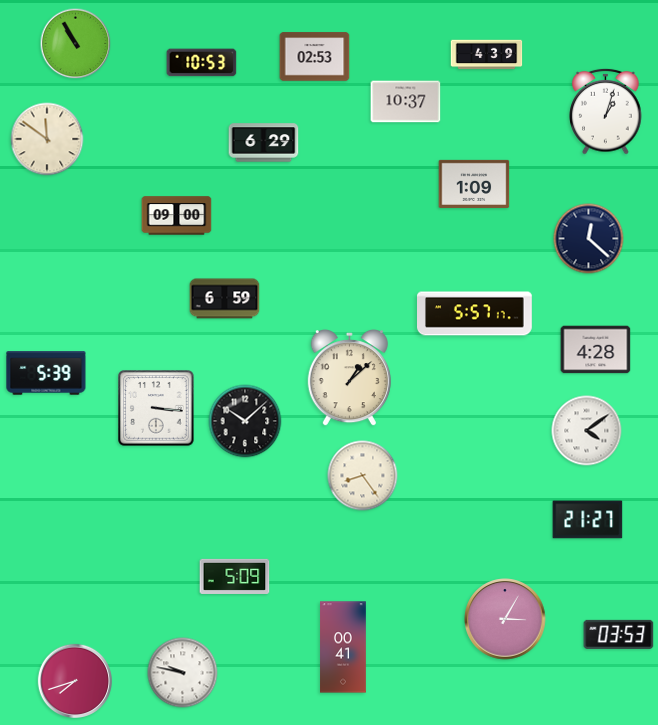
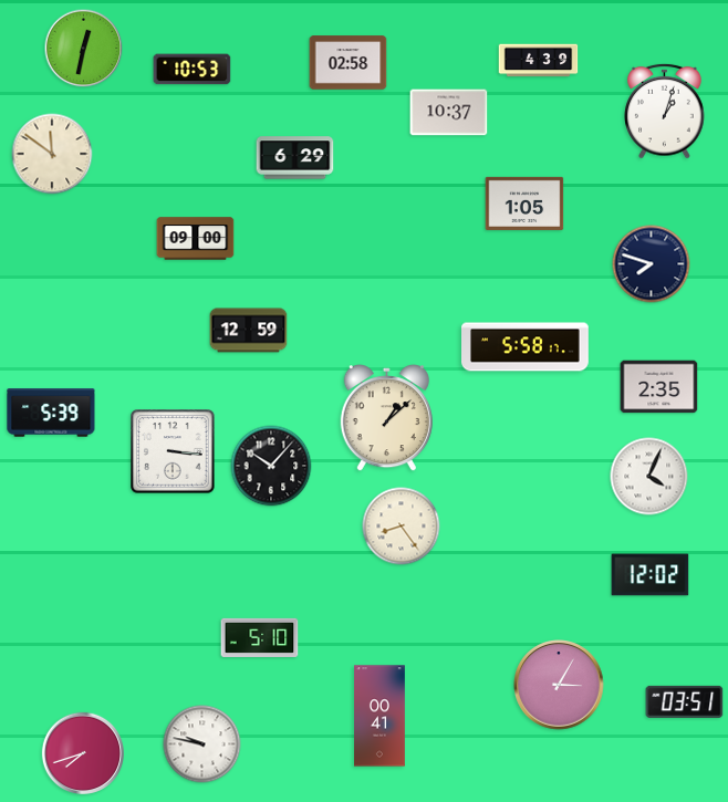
clock at (76, 44): 10:55 -> 12:32
clock at (315, 57): 02:53 -> 02:58
clock at (202, 63) position: (202, 63) -> (193, 70)
clock at (606, 111) position: (606, 111) -> (665, 111)
clock at (264, 143) position: (264, 143) -> (295, 158)
clock at (474, 184): 1:09 -> 1:05
clock at (589, 239): 12:22 -> 7:48
clock at (225, 299): 6:59 -> 12:59
clock at (475, 314): 5:57 -> 5:58
clock at (596, 350): 4:28 -> 2:35
clock at (245, 421): 10:08 -> 10:07
clock at (587, 431): 4:09 -> 4:04
clock at (588, 520): 21:27 -> 12:02
clock at (235, 576): 5:09 -> 5:10
clock at (619, 634): 03:53 -> 03:51
